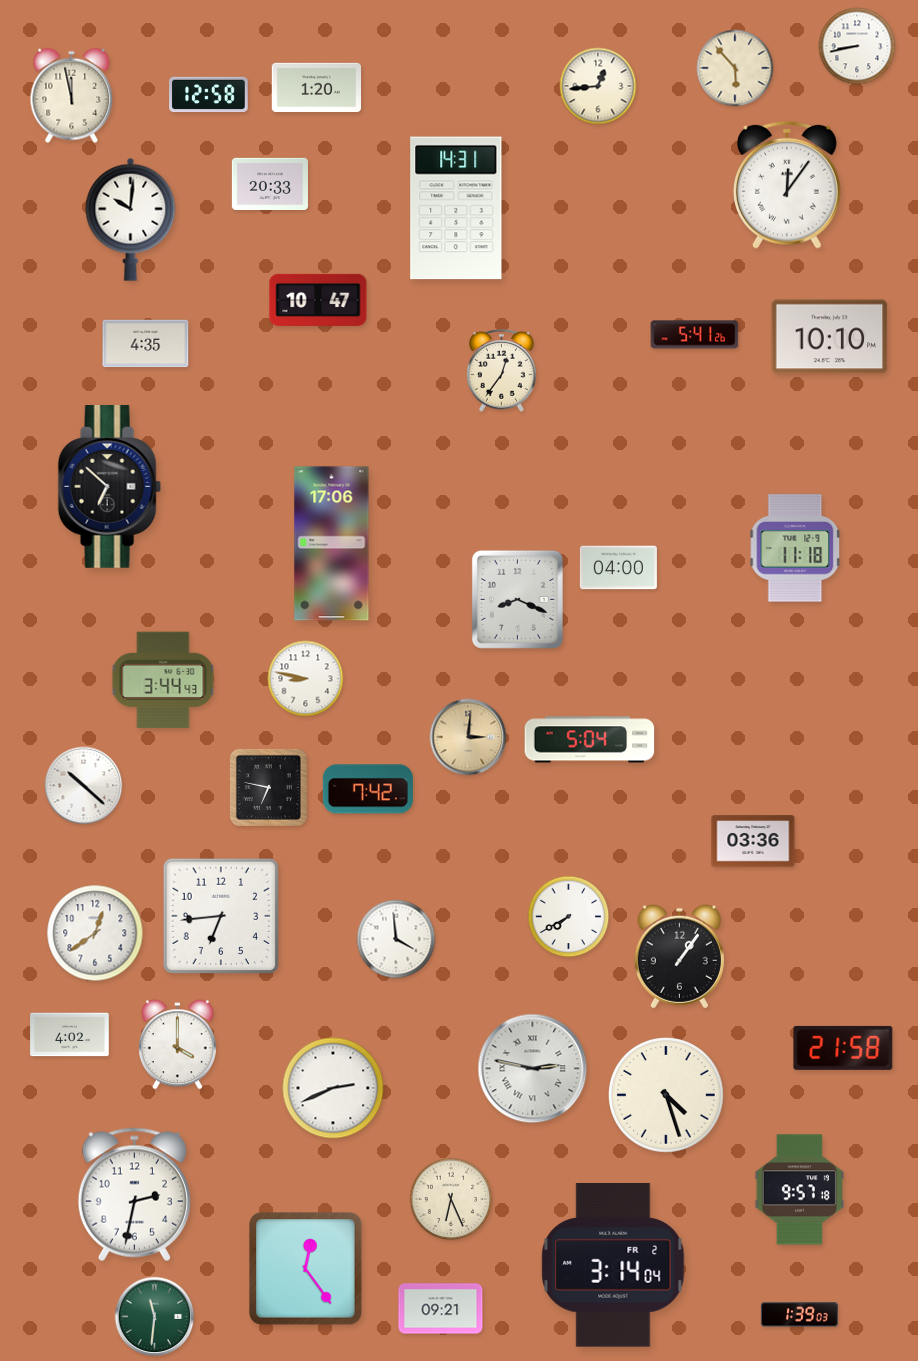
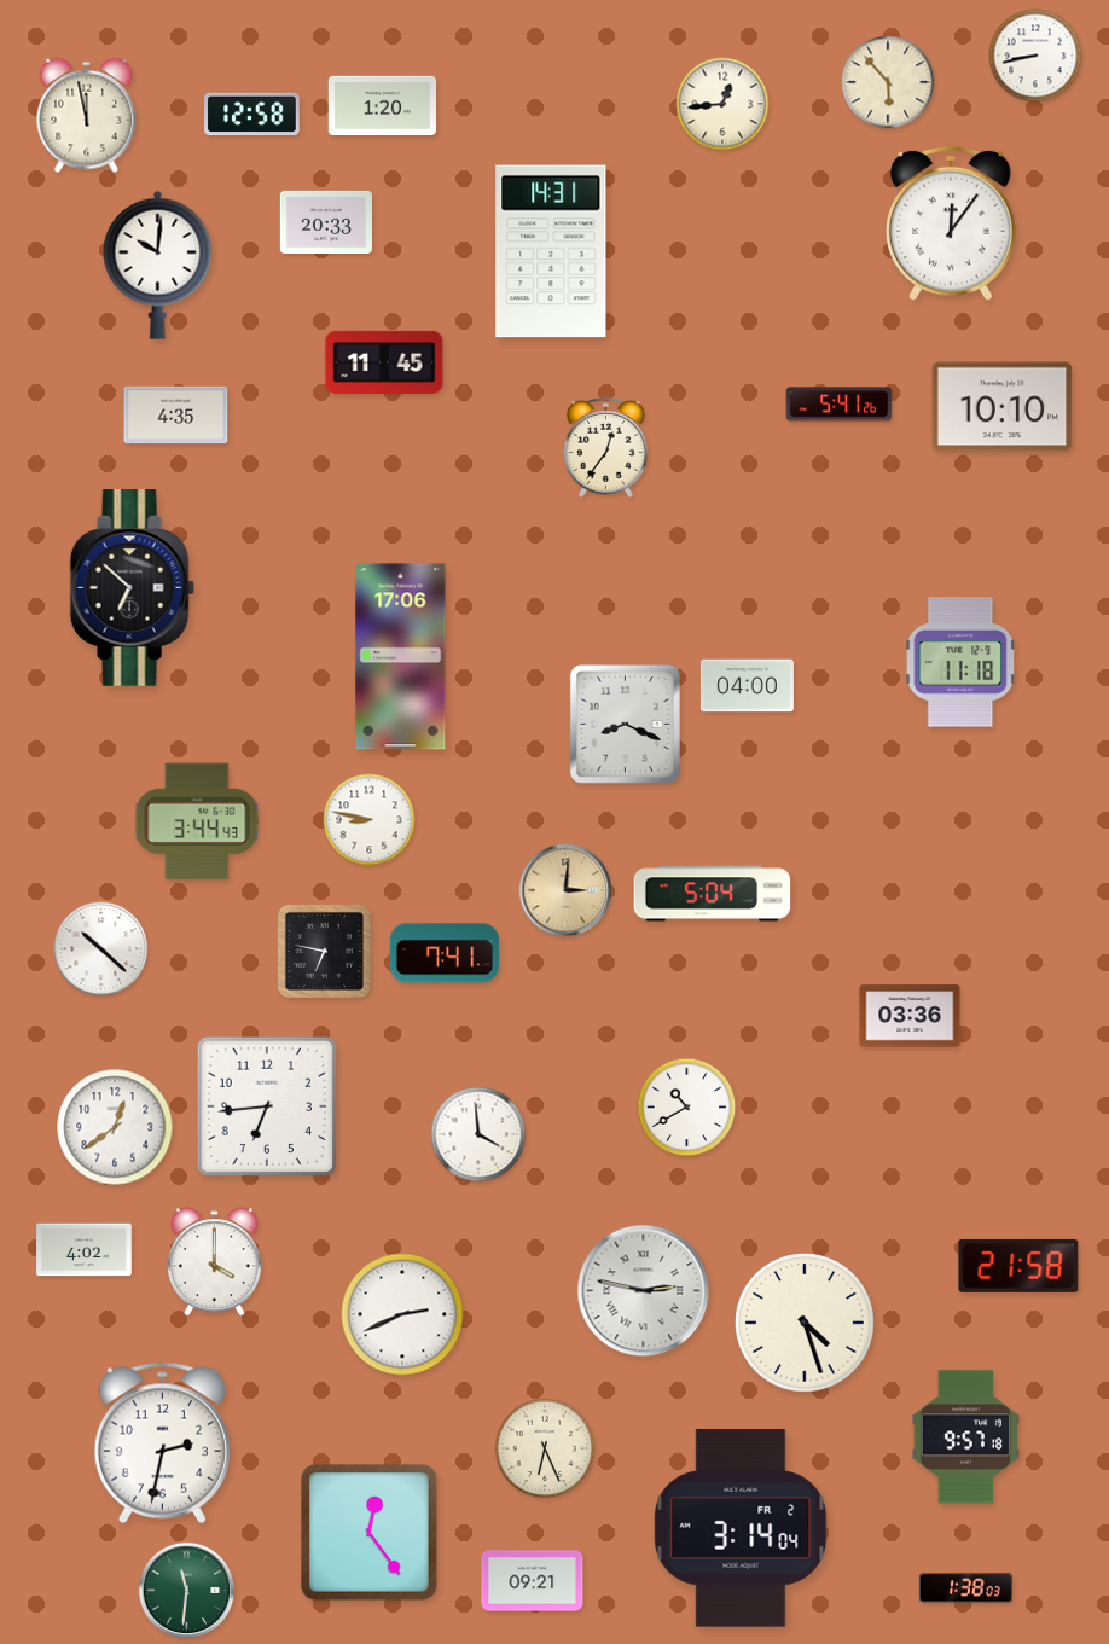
clock at (318, 300): 10:47 -> 11:45
clock at (368, 789): 7:42 -> 7:41
clock at (569, 917): 7:40 -> 10:40
clock at (679, 957): 1:06 -> none
clock at (799, 1315): 1:39 -> 1:38
